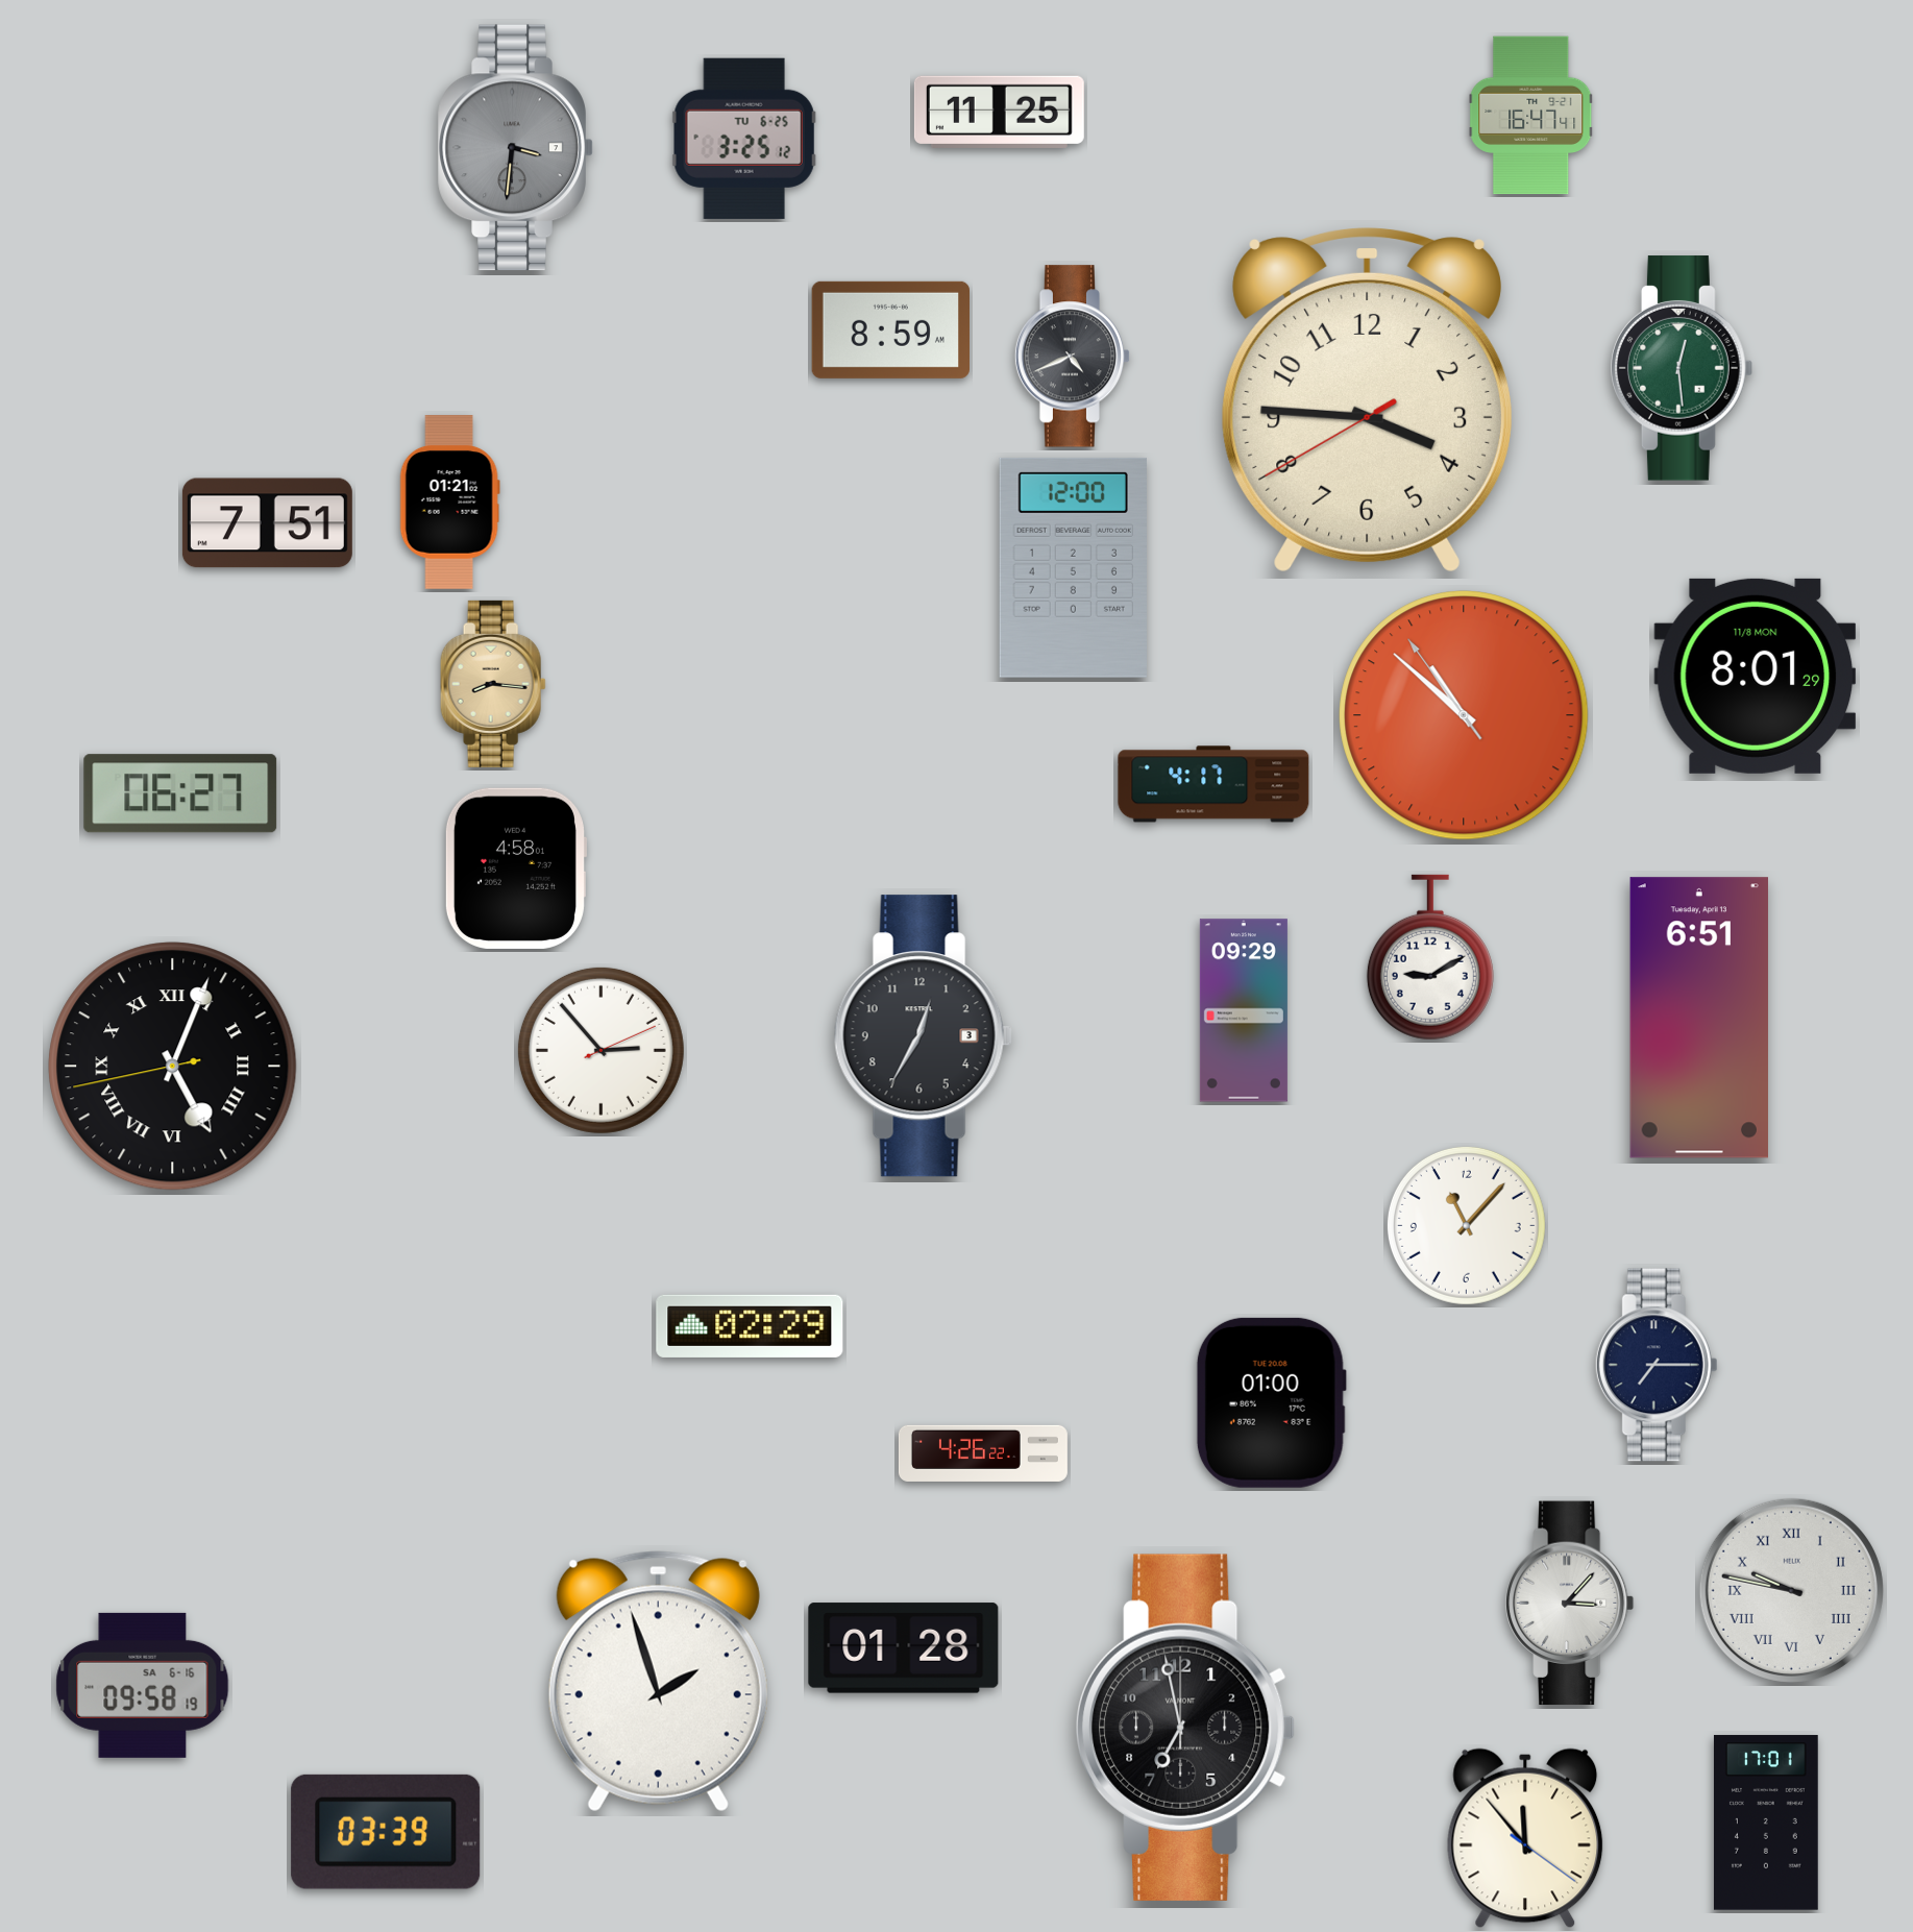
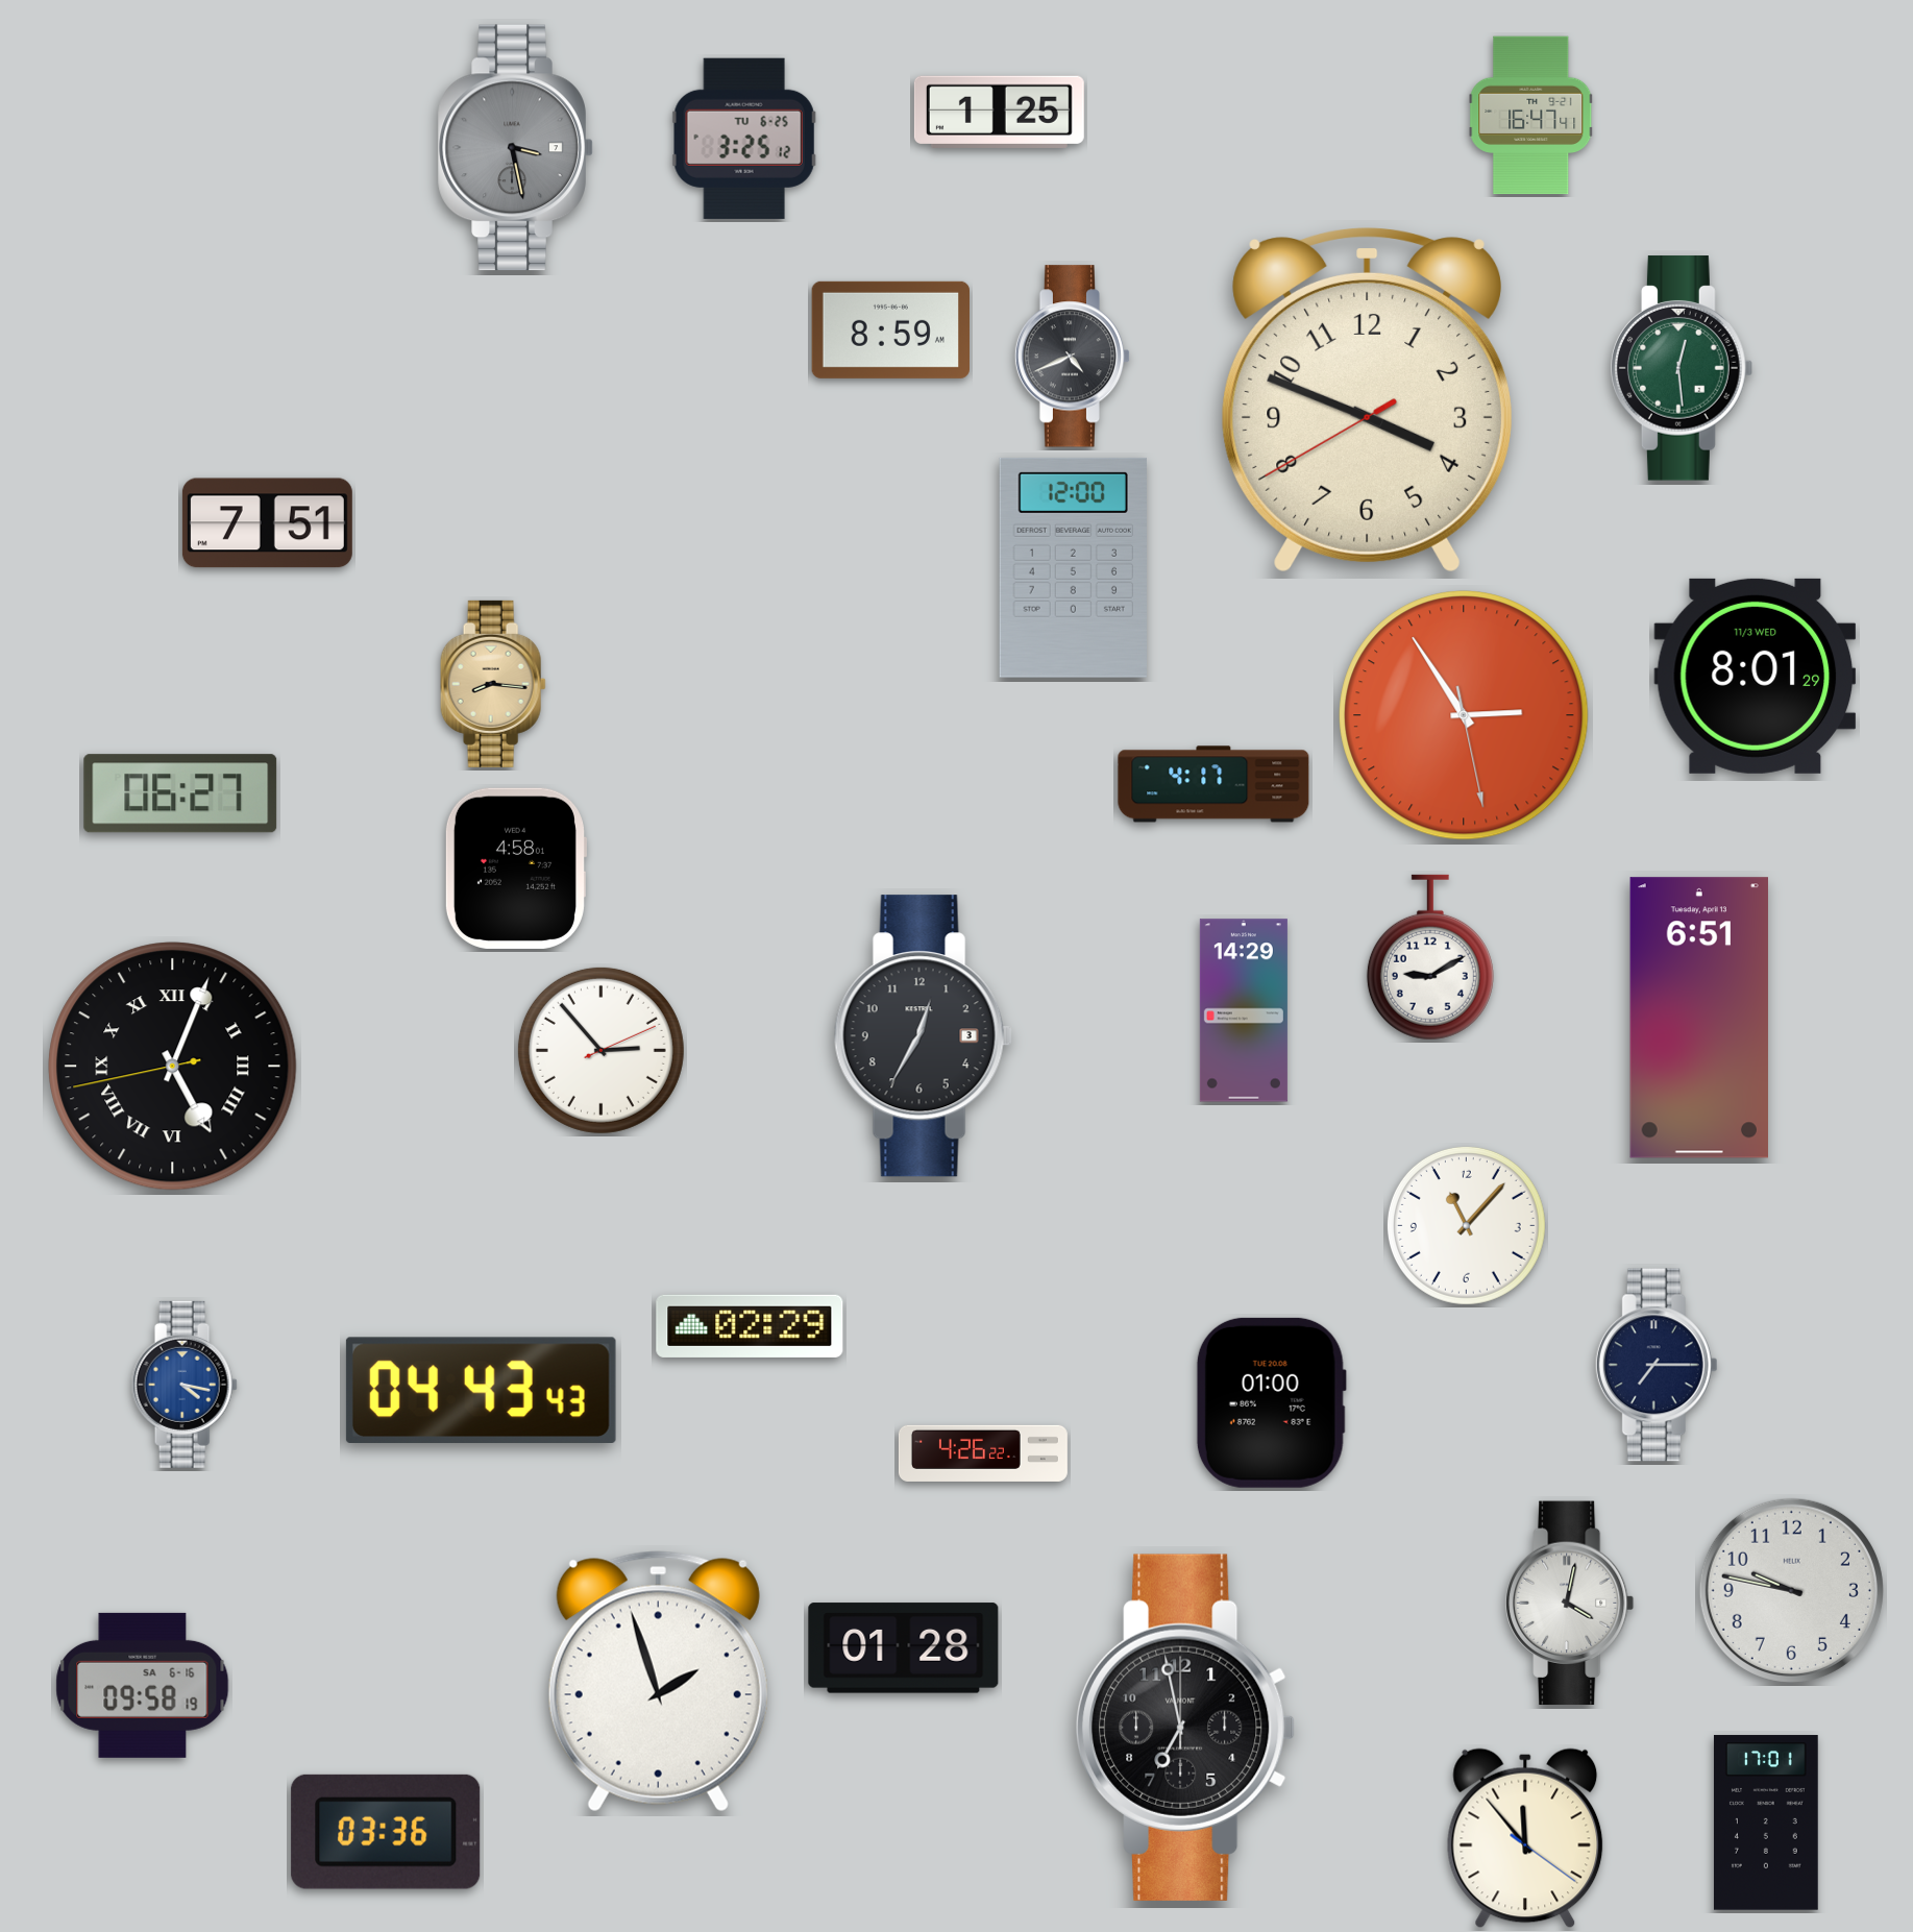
clock at (999, 112): 11:25 -> 1:25
clock at (516, 148): 3:31 -> 3:28
clock at (1367, 400): 3:45 -> 3:48
clock at (449, 503): 01:21 -> none
clock at (1756, 676) date: 11/8 MON -> 11/3 WED
clock at (1464, 715): 10:51 -> 2:54
clock at (1244, 1010): 09:29 -> 14:29
clock at (185, 1385): none -> 4:17
clock at (481, 1390): none -> 04:43
clock at (1791, 1590) numerals: Roman -> Arabic
clock at (1570, 1604): 3:07 -> 4:02
clock at (386, 1832): 03:39 -> 03:36
